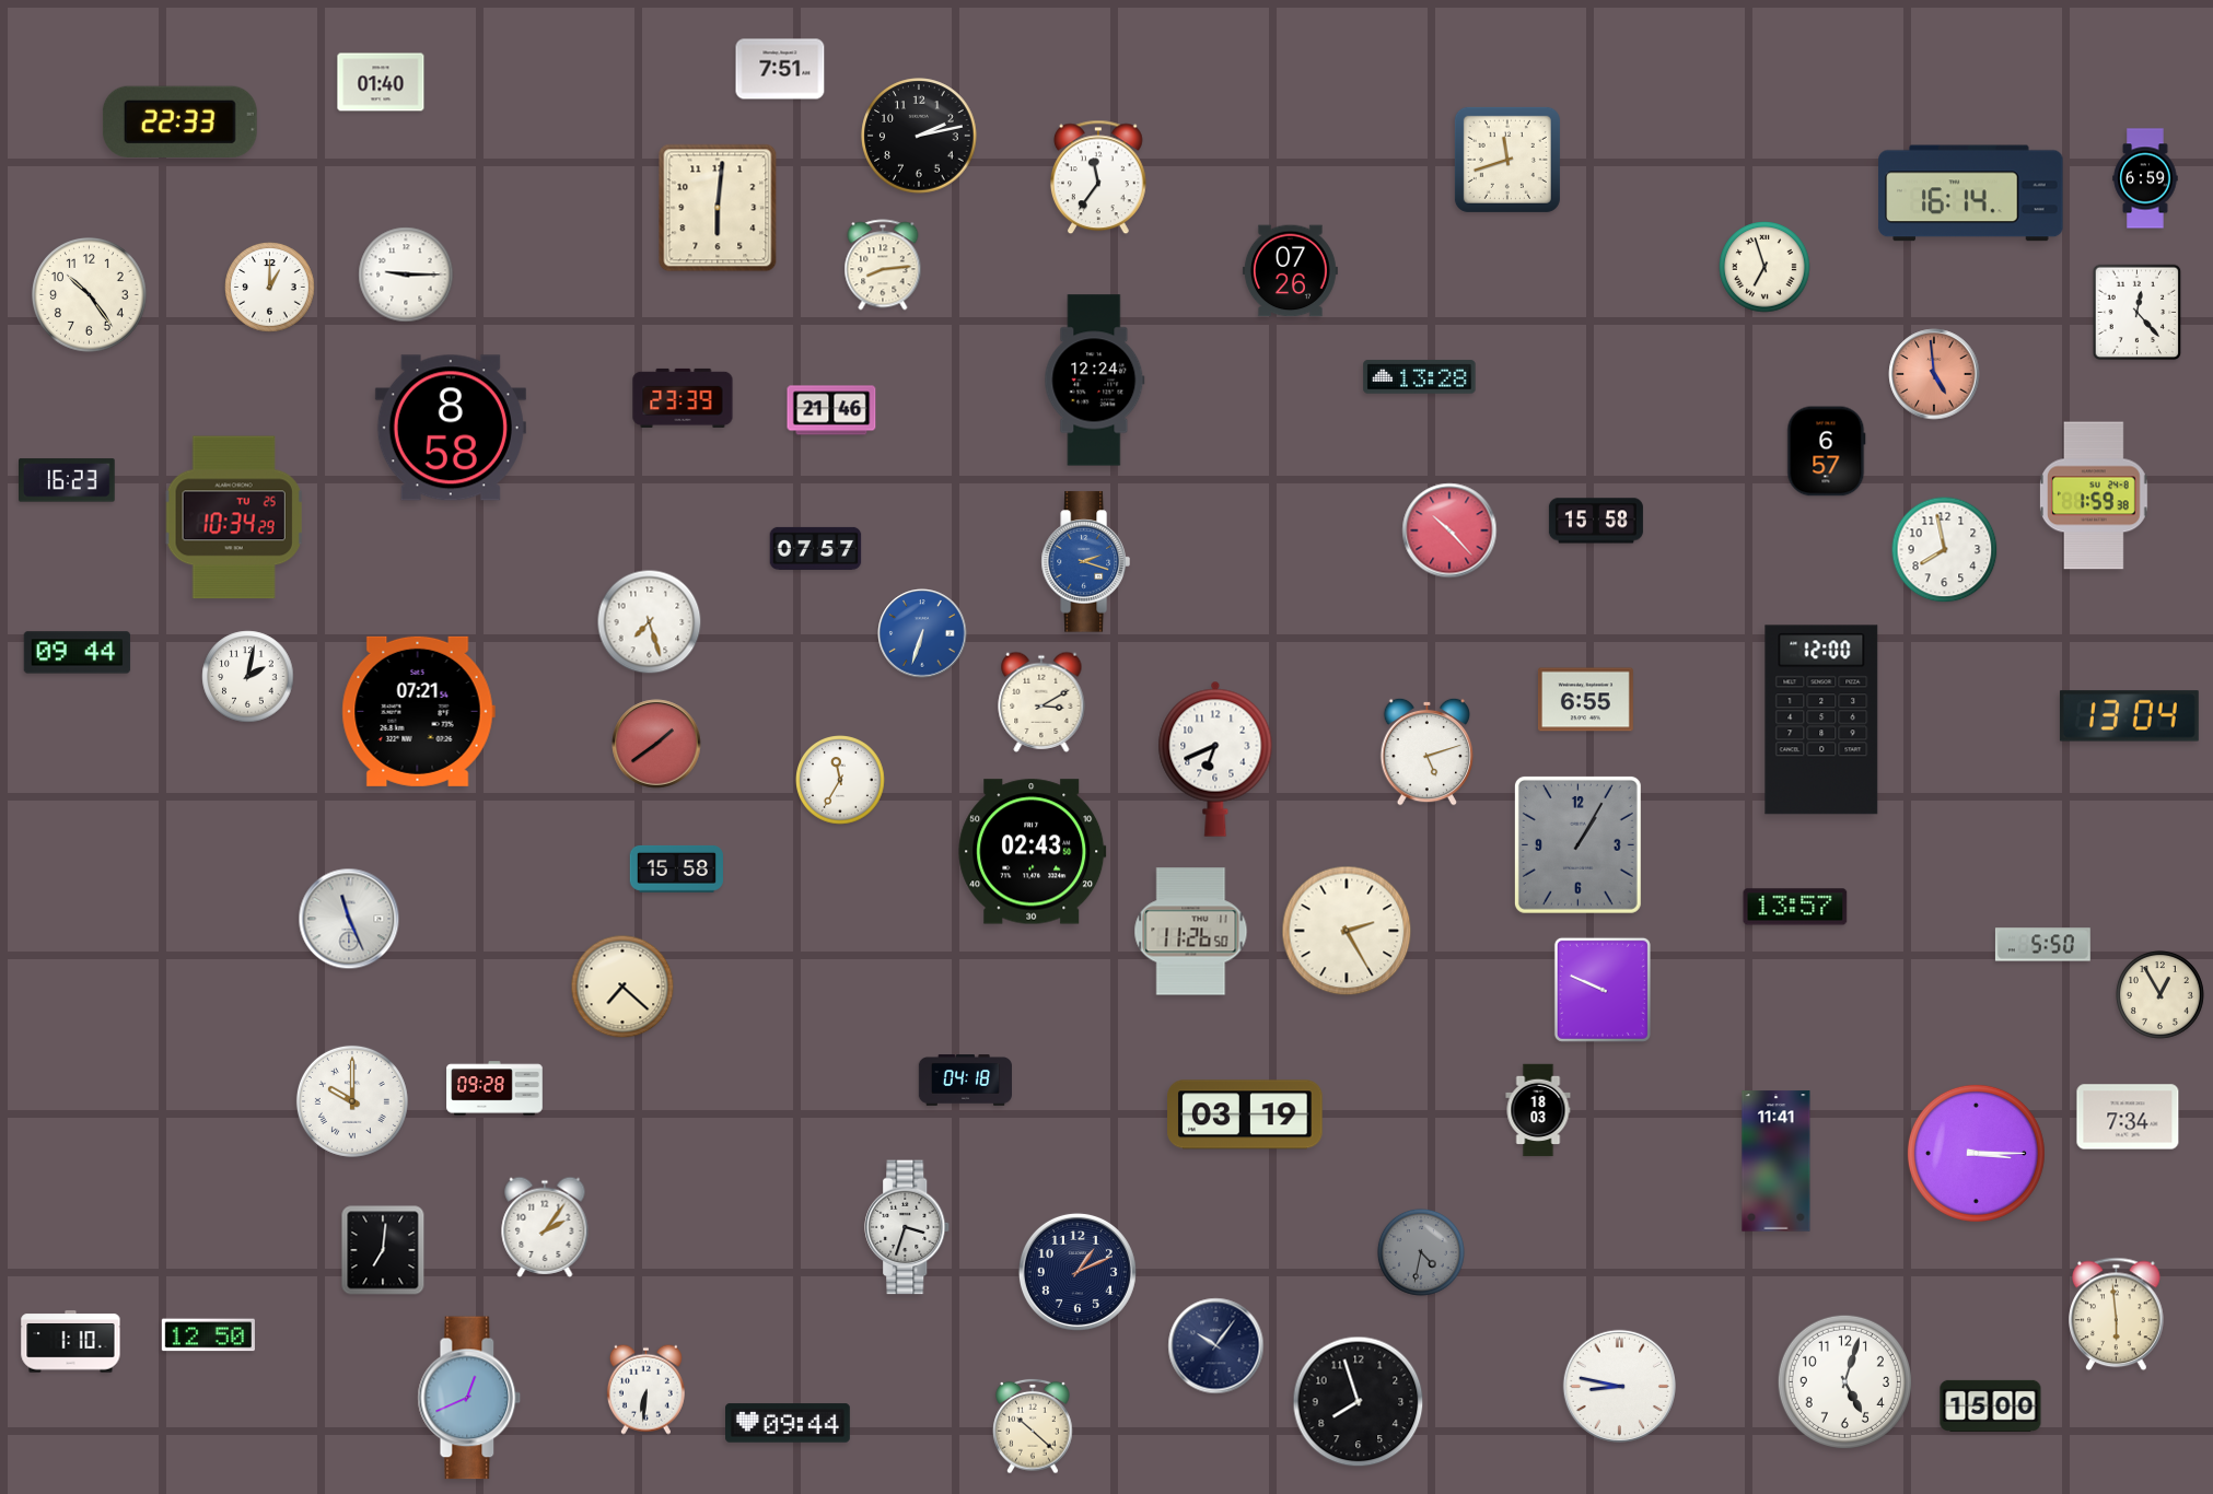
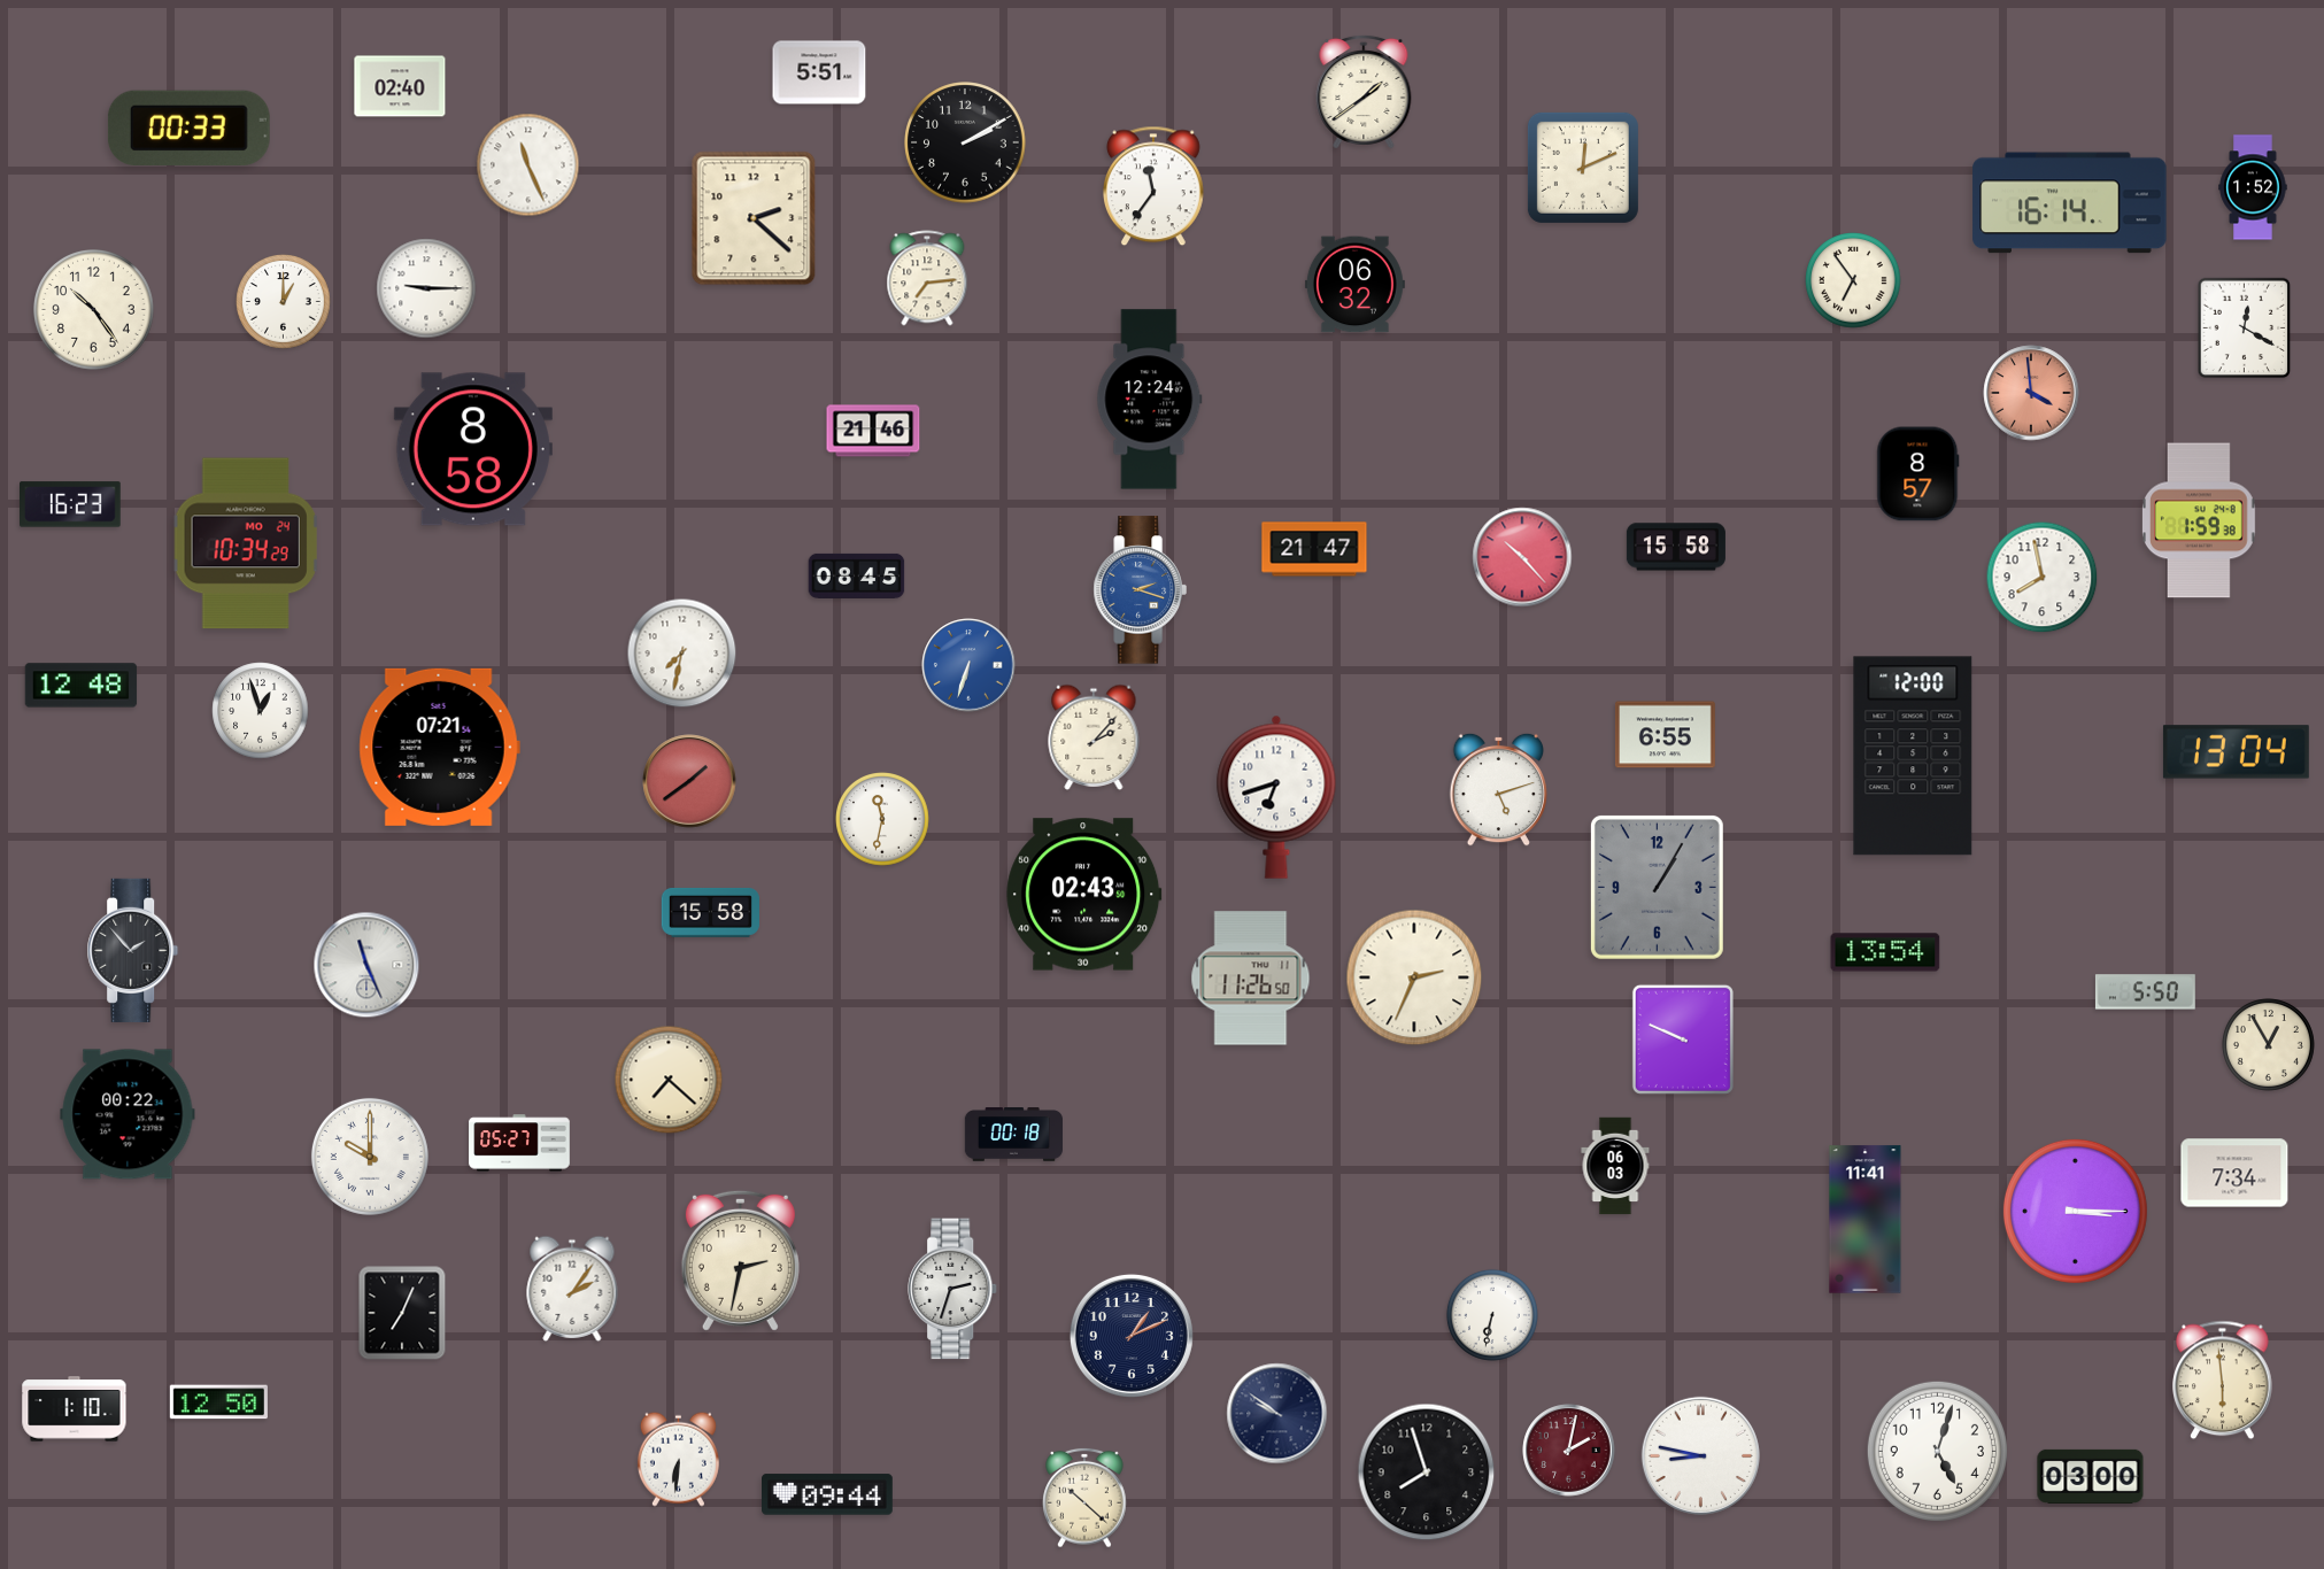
clock at (780, 69): 7:51 -> 5:51
clock at (381, 82): 01:40 -> 02:40
clock at (1364, 92): none -> 1:39
clock at (179, 121): 22:33 -> 00:33
clock at (919, 136): 2:13 -> 2:10
clock at (528, 165): none -> 11:26
clock at (1507, 160): 11:42 -> 12:11
clock at (2145, 178): 6:59 -> 1:52
clock at (718, 208): 6:01 -> 2:22
clock at (883, 265): 8:14 -> 7:14
clock at (1764, 267): 6:57 -> 6:54
clock at (1290, 271): 07:26 -> 06:32
clock at (2138, 313): 12:23 -> 12:20
clock at (1934, 374): 4:59 -> 3:59
clock at (1420, 377): 13:28 -> none
clock at (683, 398): 23:39 -> none
clock at (1827, 452): 6:57 -> 8:57
clock at (234, 517) date: TU 25 -> MO 24
clock at (1314, 549): none -> 21:47
clock at (816, 548): 07:57 -> 08:45
clock at (650, 622): 7:27 -> 7:32
clock at (78, 653): 09:44 -> 12:48
clock at (248, 677): 2:02 -> 12:57
clock at (1041, 702): 3:10 -> 2:07
clock at (1215, 759): 6:41 -> 6:42
clock at (841, 781): 11:35 -> 11:32
clock at (133, 950): none -> 1:53
clock at (1795, 907): 13:57 -> 13:54
clock at (1347, 931): 2:25 -> 2:34
clock at (622, 987) position: (622, 987) -> (669, 1080)
clock at (128, 1114): none -> 00:22
clock at (965, 1081): 04:18 -> 00:18
clock at (494, 1088): 09:28 -> 05:27
clock at (1538, 1110): 18:03 -> 06:03
clock at (1245, 1114): 03:19 -> none
clock at (740, 1260): none -> 2:32
clock at (908, 1227): 3:33 -> 2:33
clock at (383, 1250): 7:01 -> 7:04
clock at (1421, 1252): 4:32 -> 6:32
clock at (1421, 1252) dial: grey -> white
clock at (1216, 1346): 10:06 -> 9:51
clock at (1569, 1451): none -> 2:02
clock at (469, 1398): 12:41 -> none
clock at (1991, 1405): 15:00 -> 03:00
